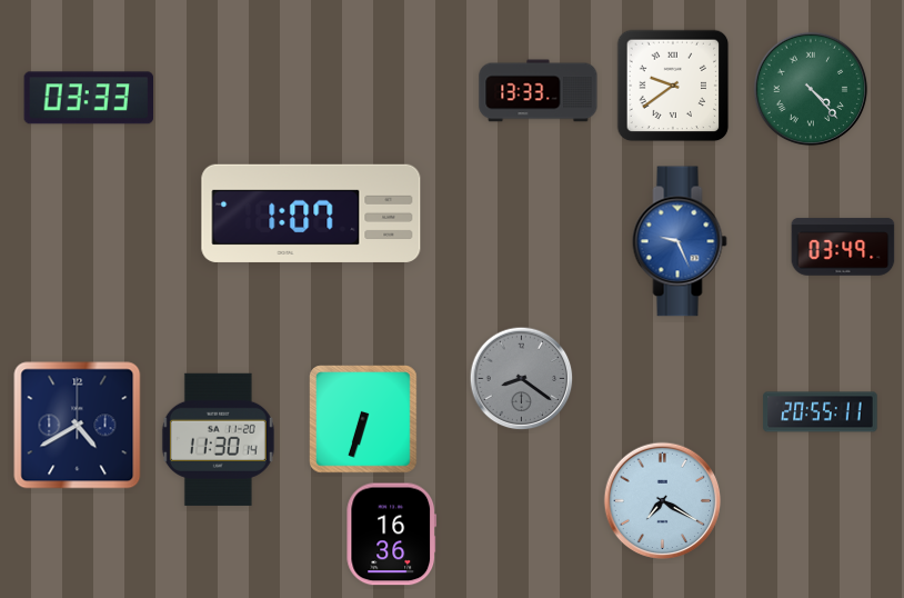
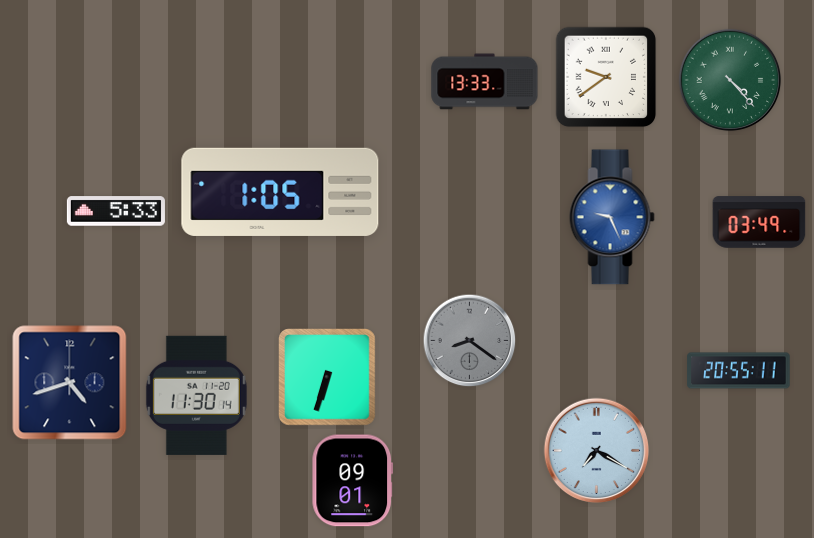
clock at (88, 98): 03:33 -> none
clock at (311, 213): 1:07 -> 1:05
clock at (116, 211): none -> 5:33
clock at (78, 426): 4:40 -> 4:42
clock at (392, 535): 16:36 -> 09:01
